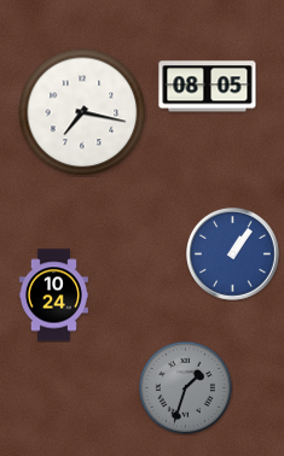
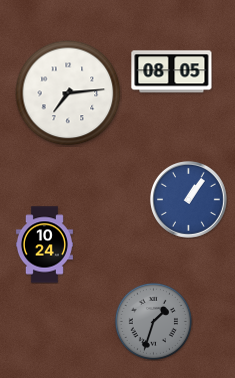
clock at (82, 112): 7:17 -> 7:14
clock at (233, 255) position: (233, 255) -> (189, 200)
